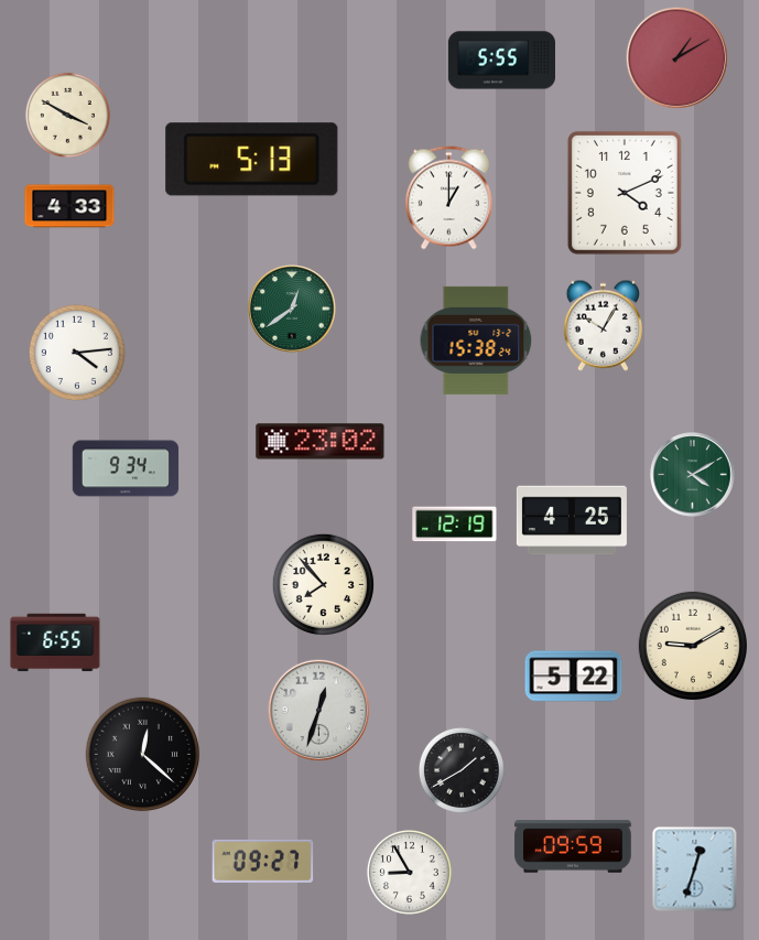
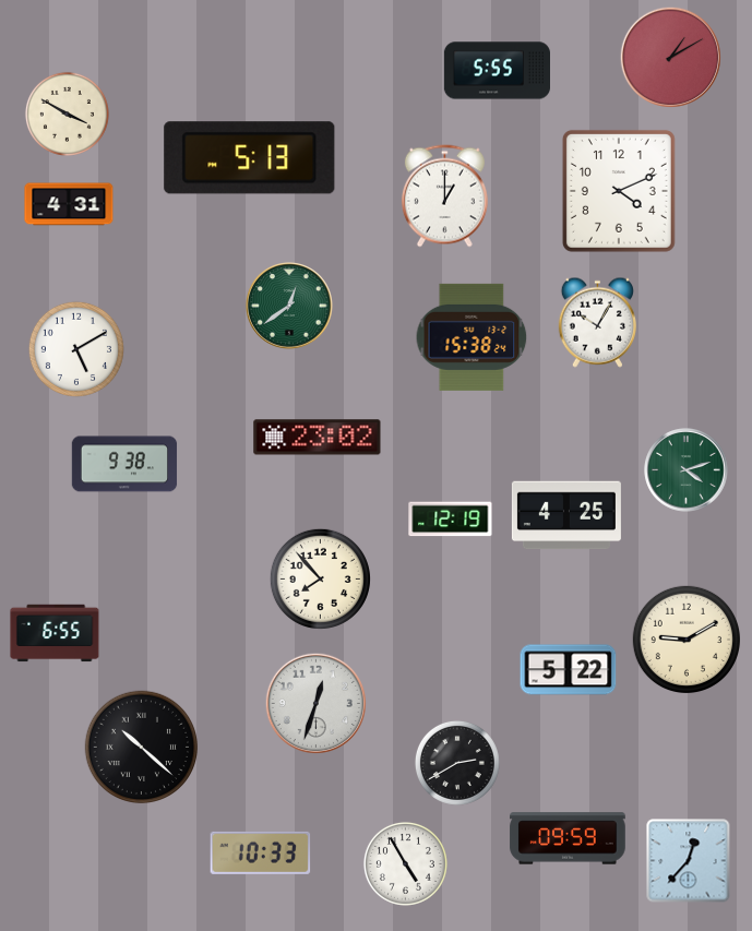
clock at (501, 61) position: (501, 61) -> (497, 71)
clock at (69, 206): 4:33 -> 4:31
clock at (77, 353): 4:14 -> 5:10
clock at (126, 468): 9:34 -> 9:38
clock at (693, 475): 4:10 -> 4:12
clock at (55, 642) position: (55, 642) -> (55, 633)
clock at (143, 755): 12:22 -> 10:22
clock at (462, 770): 1:40 -> 2:40
clock at (263, 861): 09:27 -> 10:33
clock at (695, 869): 12:33 -> 12:37
clock at (409, 872): 8:55 -> 4:55
